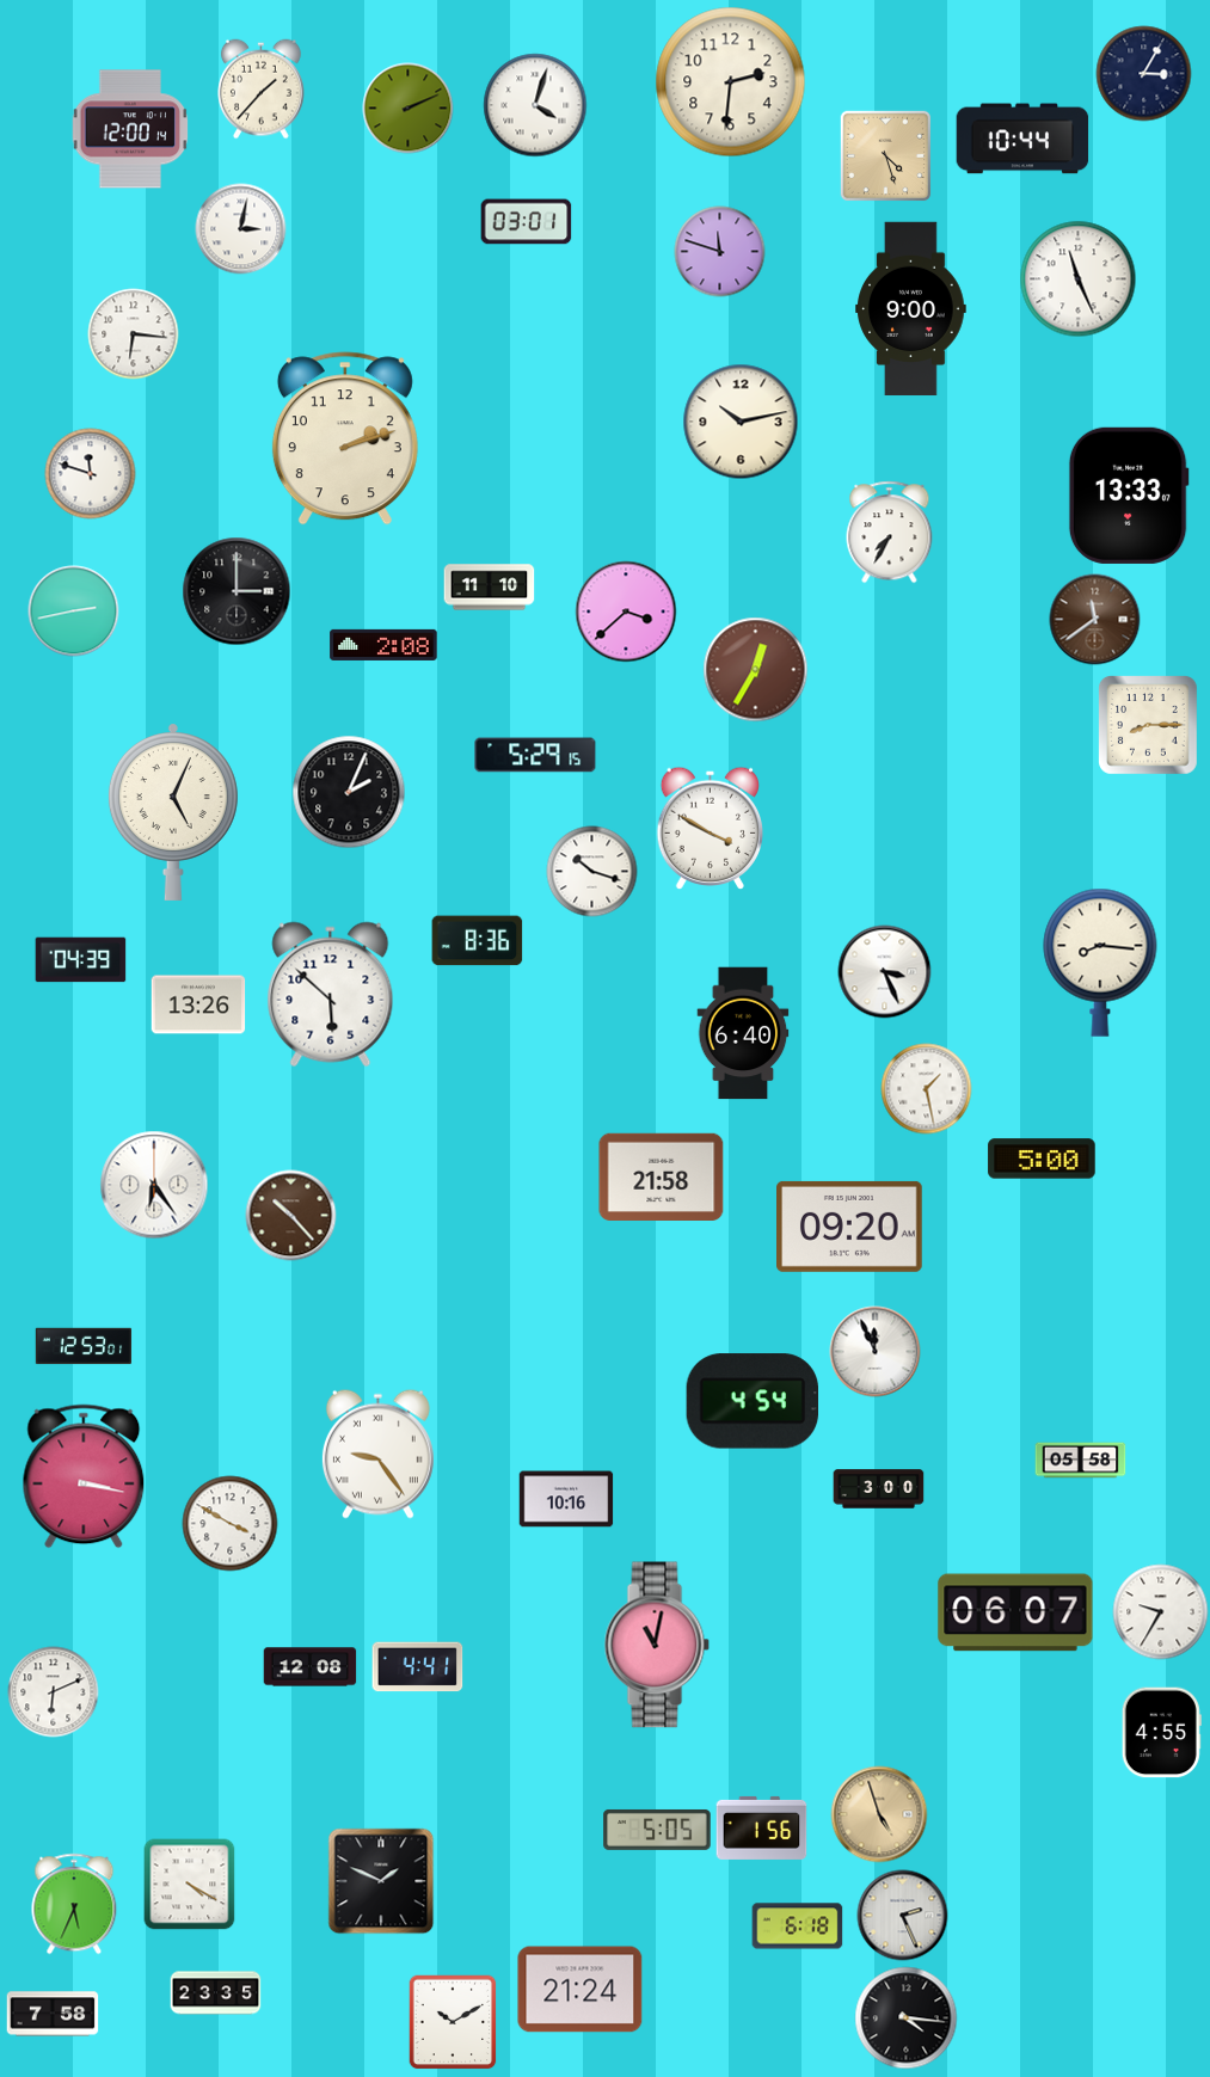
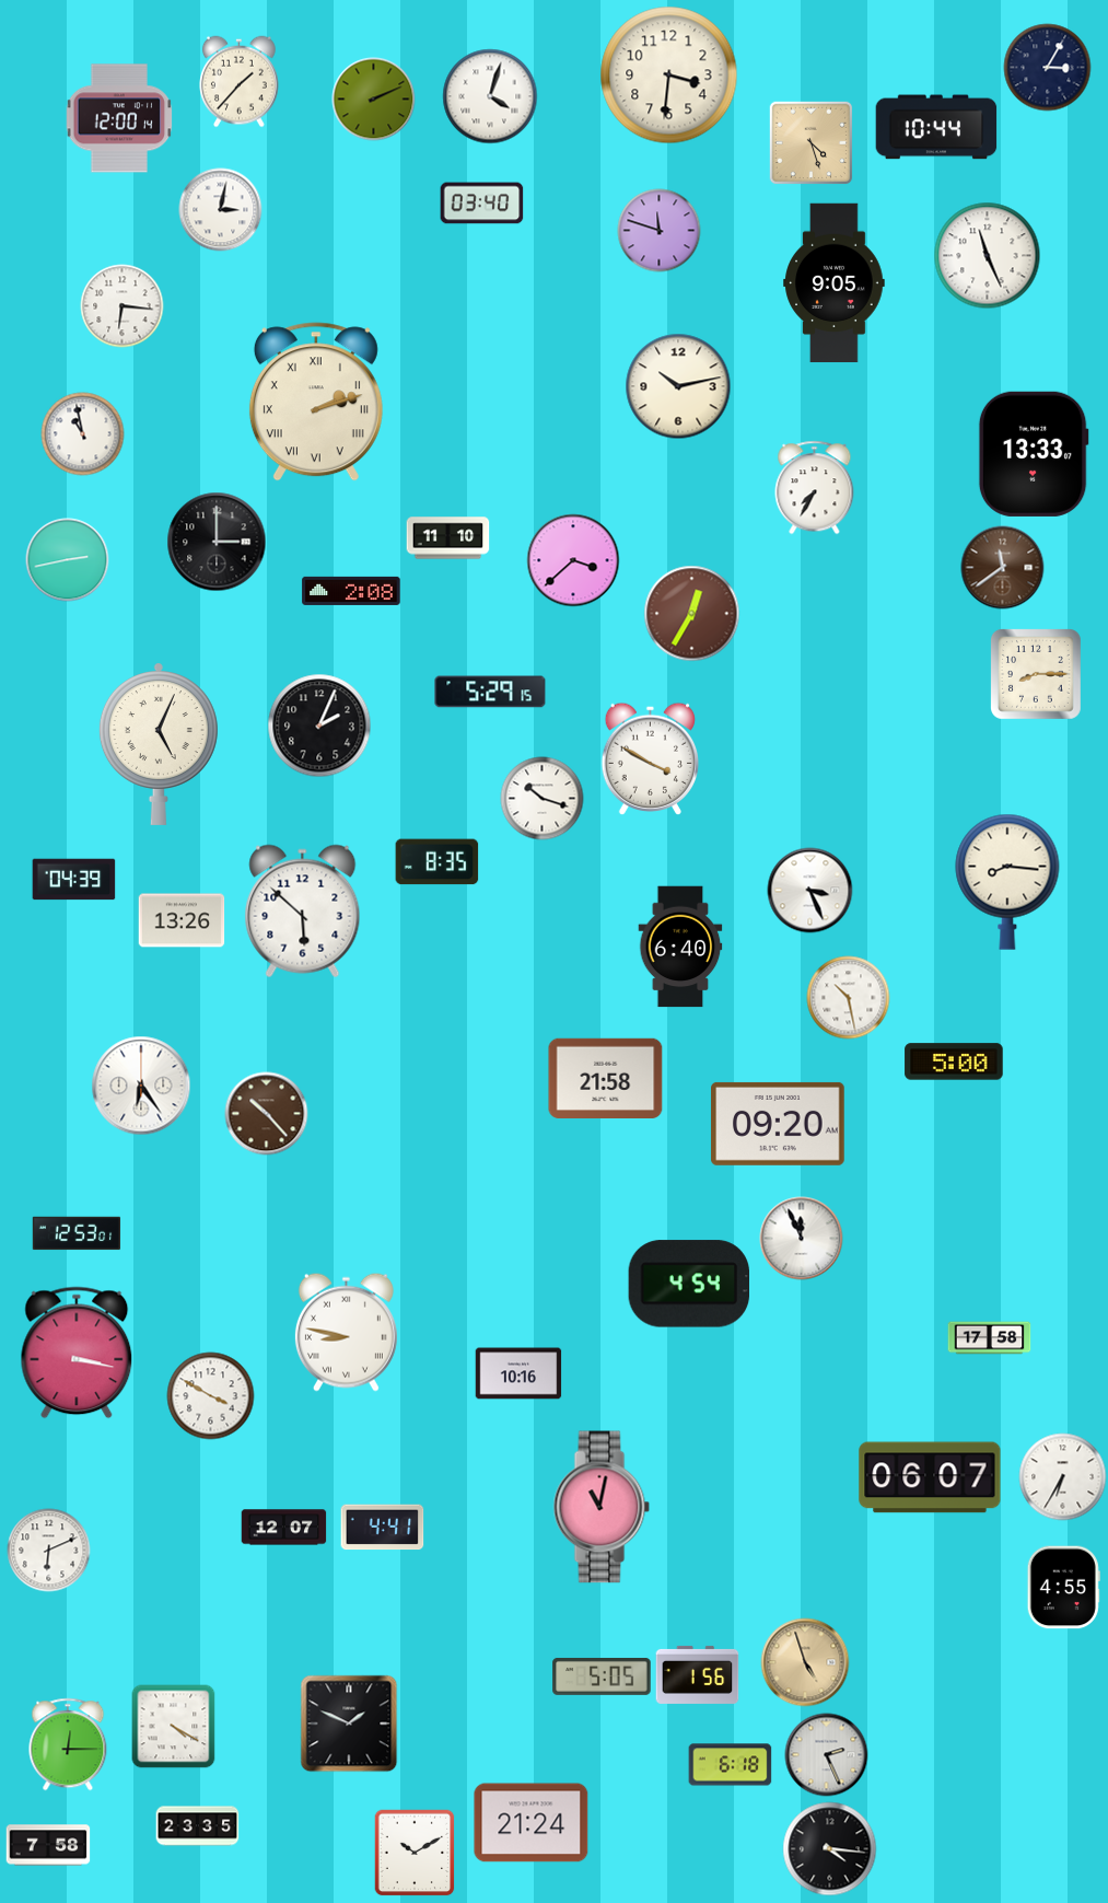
clock at (731, 82): 2:31 -> 3:31
clock at (527, 222): 03:01 -> 03:40
clock at (911, 309): 9:00 -> 9:05
clock at (345, 438) numerals: Arabic -> Roman
clock at (91, 474): 11:48 -> 10:58
clock at (1149, 726) position: (1149, 726) -> (1037, 675)
clock at (478, 941): 8:36 -> 8:35
clock at (927, 1089): 1:28 -> 10:28
clock at (377, 1454): 9:24 -> 8:47
clock at (1081, 1461): 05:58 -> 17:58
clock at (879, 1489): 3:00 -> none
clock at (1161, 1612): 9:35 -> 6:35
clock at (311, 1667): 12:08 -> 12:07
clock at (74, 1904): 5:34 -> 12:15
